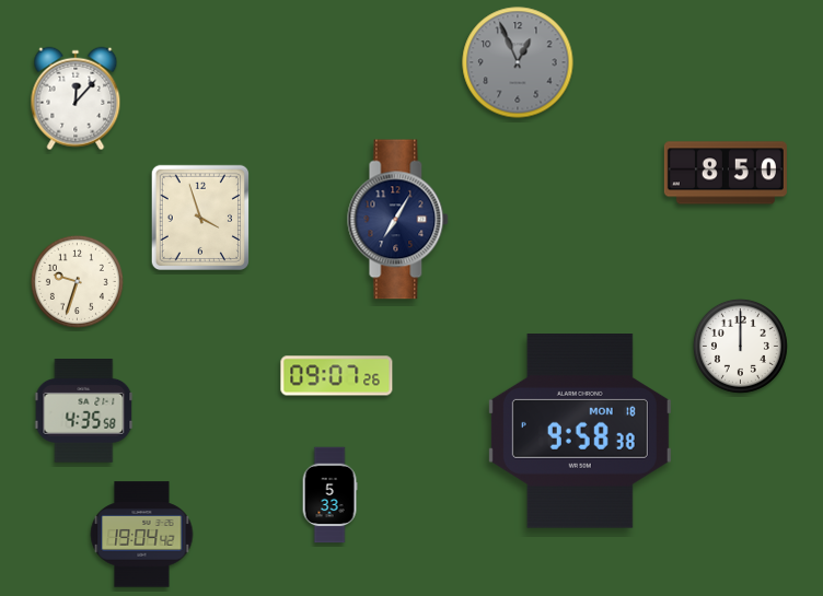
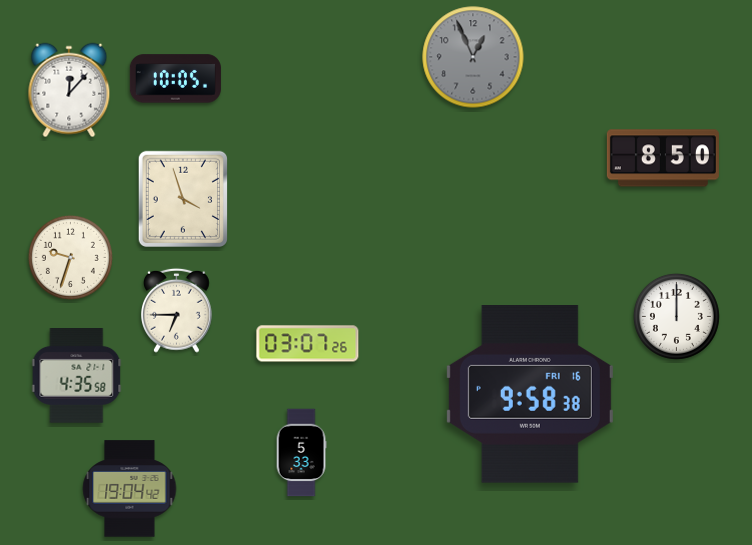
clock at (175, 79): none -> 10:05
clock at (398, 220): 7:05 -> none
clock at (177, 310): none -> 6:45
clock at (337, 376): 09:07 -> 03:07
clock at (580, 432) date: MON 18 -> FRI 16
